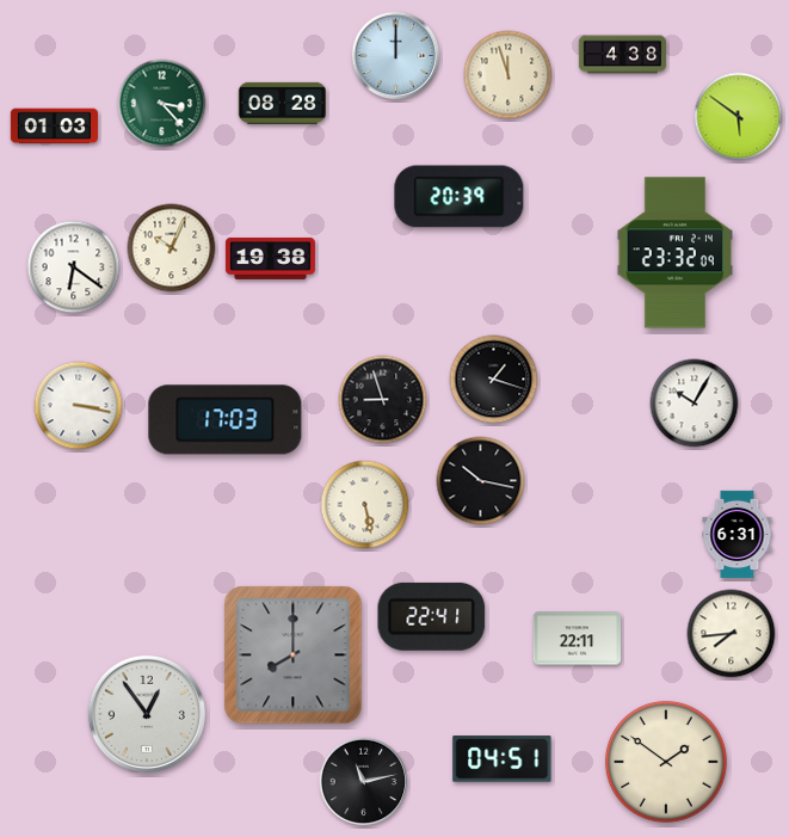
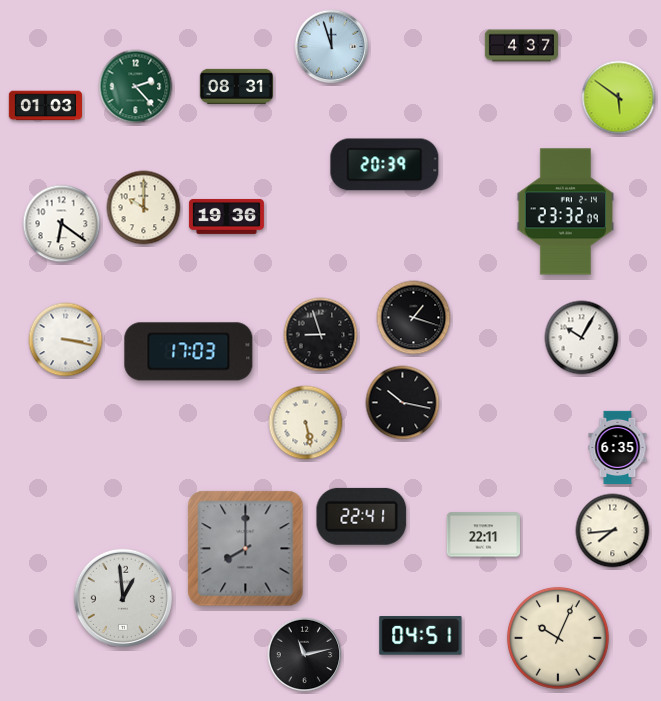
clock at (623, 55): 4:38 -> 4:37
clock at (396, 56): 12:00 -> 11:57
clock at (508, 75): 11:57 -> none
clock at (282, 103): 08:28 -> 08:31
clock at (162, 104): 3:23 -> 2:23
clock at (172, 248): 10:04 -> 10:00
clock at (270, 258): 19:38 -> 19:36
clock at (738, 535): 6:31 -> 6:35
clock at (147, 714): 12:54 -> 12:59
clock at (666, 762): 1:51 -> 10:04
